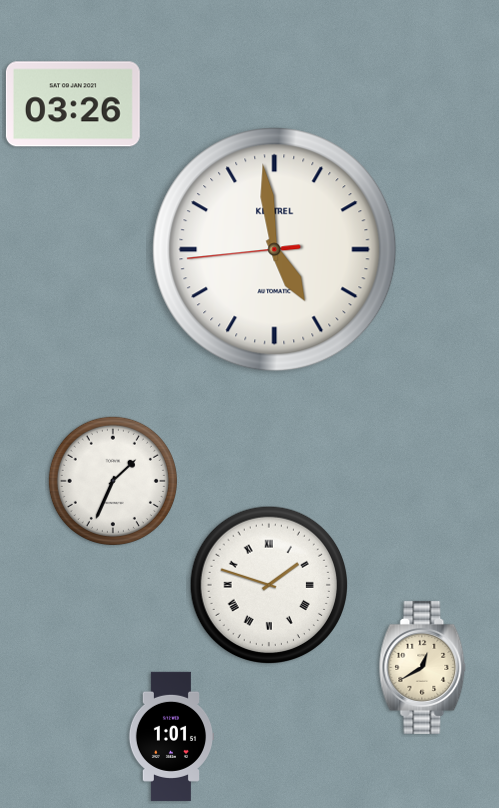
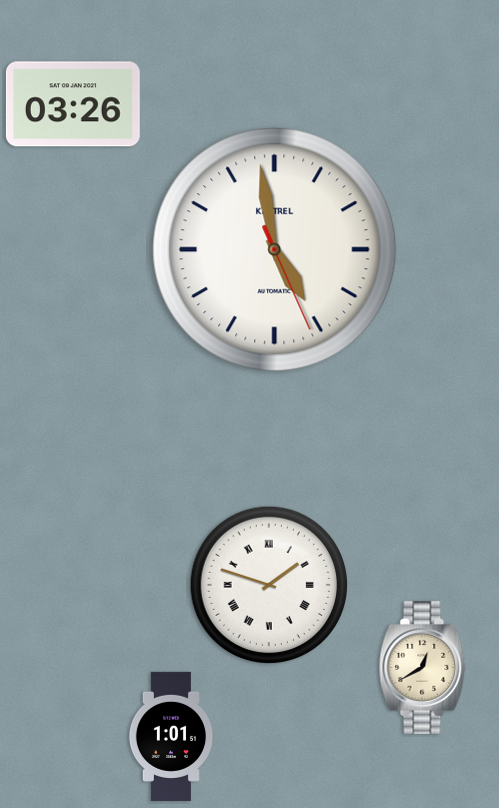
clock at (275, 250): 4:58:44 -> 4:58:26
clock at (113, 481): 1:34 -> none
